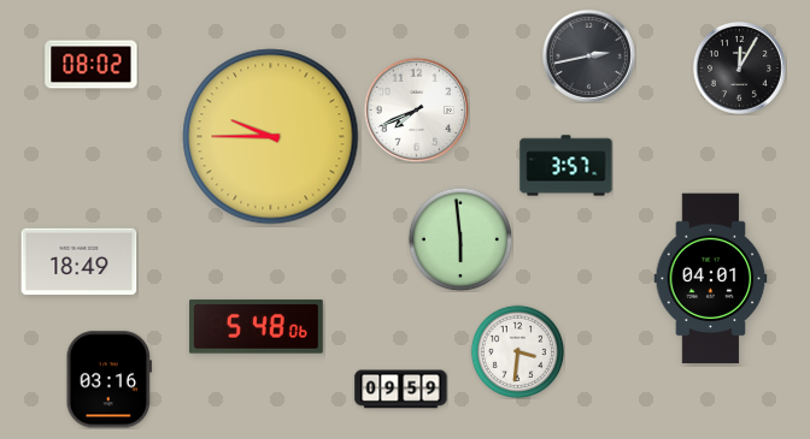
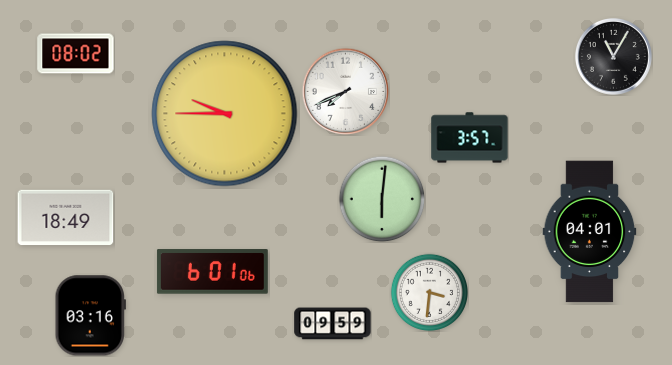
clock at (588, 55): 2:43 -> none
clock at (739, 67): 12:05 -> 11:05
clock at (460, 239): 5:59 -> 6:01
clock at (256, 327): 5:48 -> 6:01
